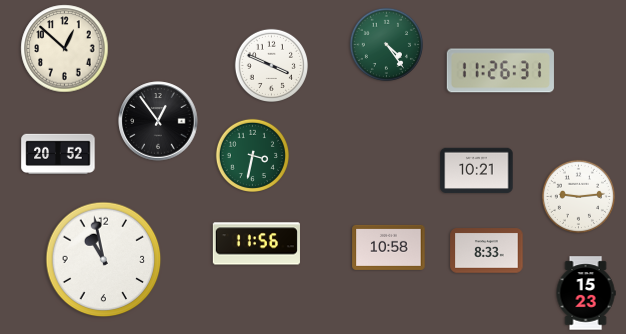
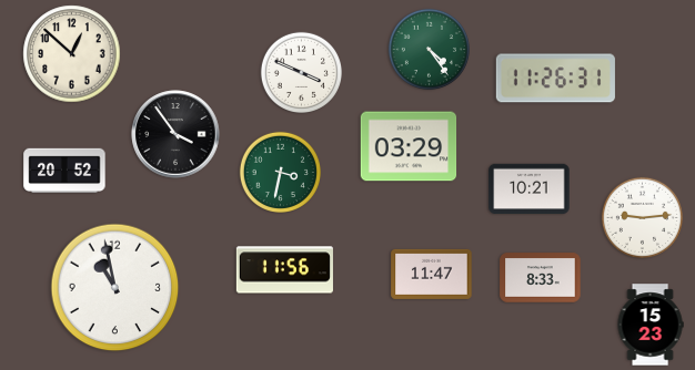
clock at (158, 121): 12:54 -> 3:54
clock at (409, 146): none -> 03:29
clock at (389, 247): 10:58 -> 11:47
